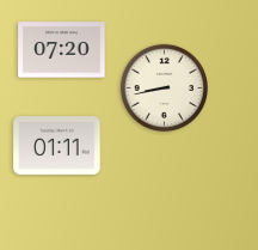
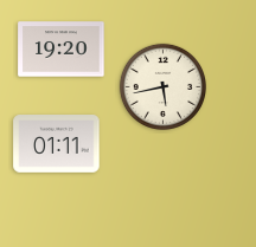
clock at (62, 50): 07:20 -> 19:20
clock at (164, 87): 8:43 -> 5:43
